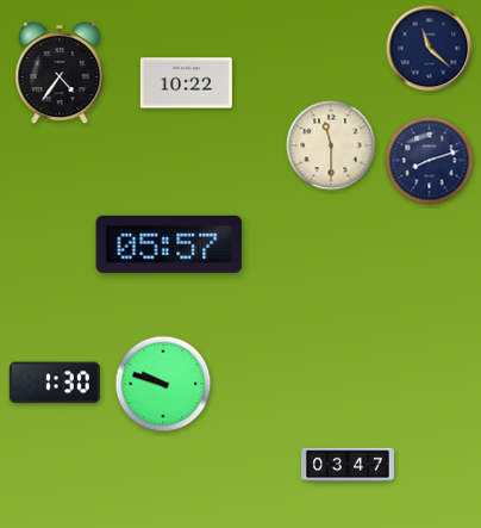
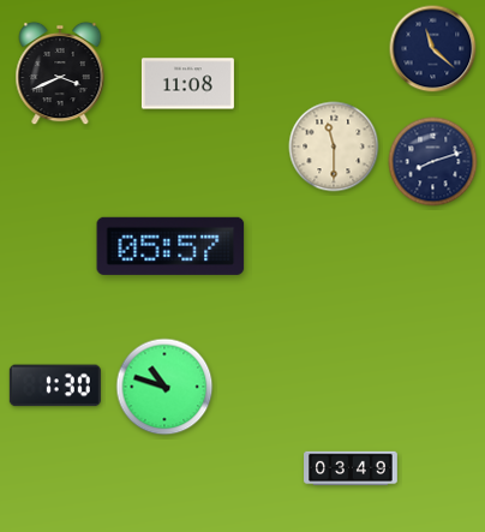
clock at (60, 73): 4:36 -> 3:41
clock at (186, 83): 10:22 -> 11:08
clock at (163, 384): 9:48 -> 10:48
clock at (348, 465): 03:47 -> 03:49
